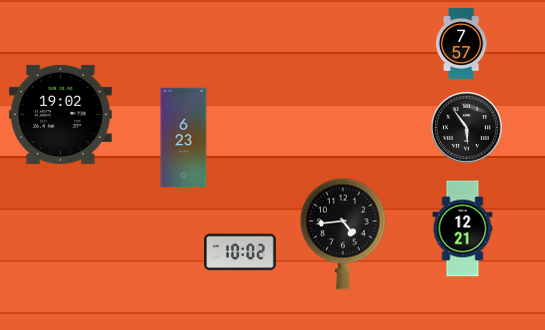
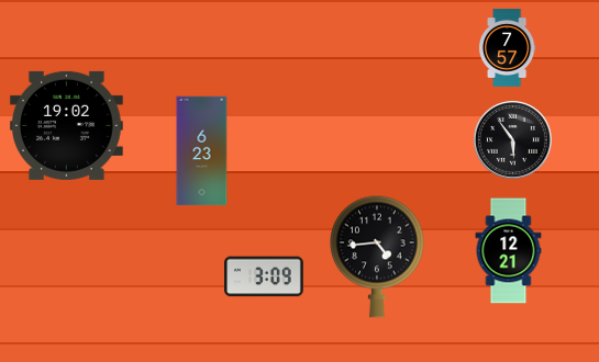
clock at (240, 252): 10:02 -> 3:09
